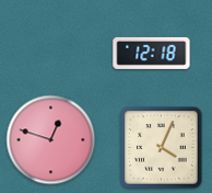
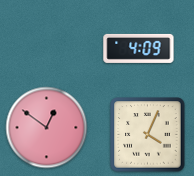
clock at (152, 53): 12:18 -> 4:09
clock at (51, 140): 12:48 -> 12:51
